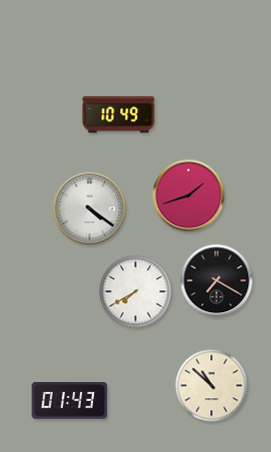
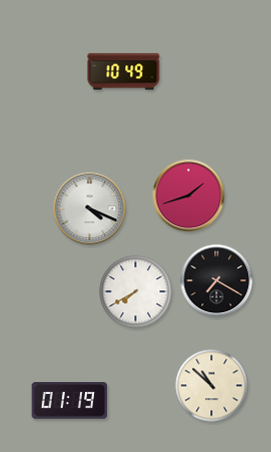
clock at (119, 115) position: (119, 115) -> (124, 72)
clock at (90, 209): 4:21 -> 4:19
clock at (70, 401): 01:43 -> 01:19
